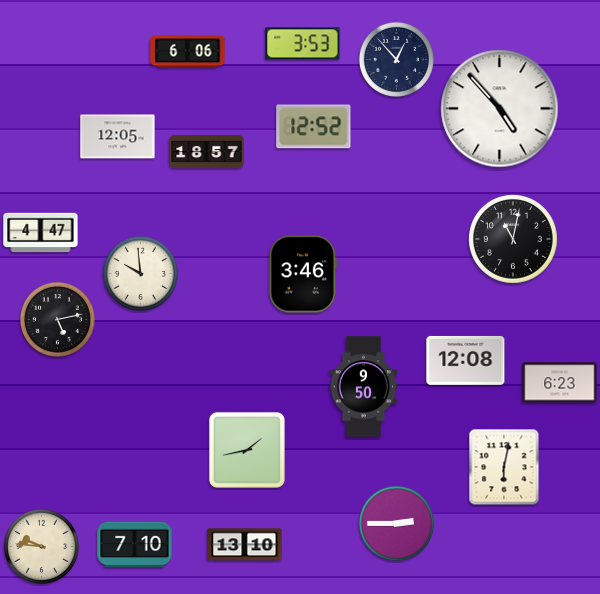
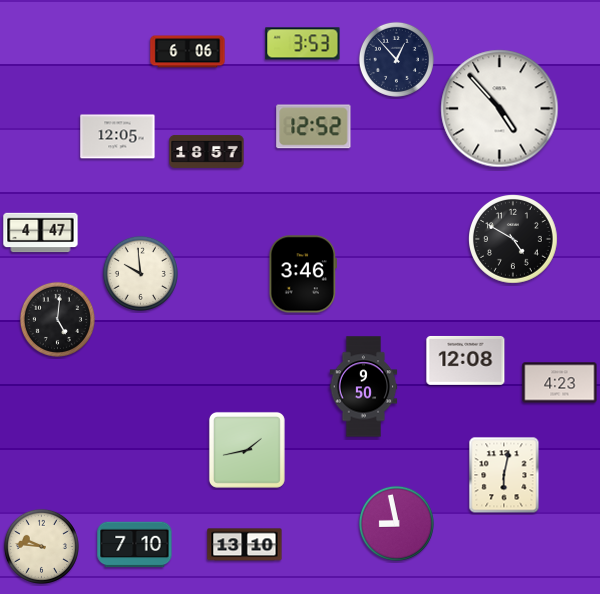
clock at (514, 240): 11:02 -> 4:50
clock at (57, 319): 5:13 -> 5:01
clock at (560, 383): 6:23 -> 4:23
clock at (504, 467) position: (504, 467) -> (504, 475)
clock at (396, 523): 2:45 -> 8:58
